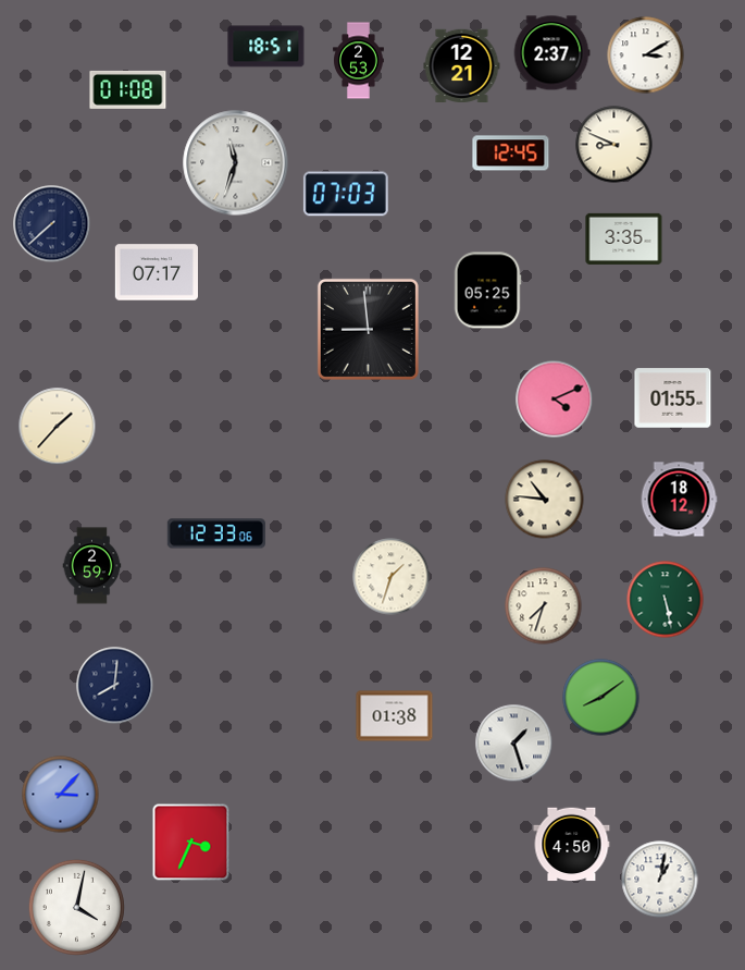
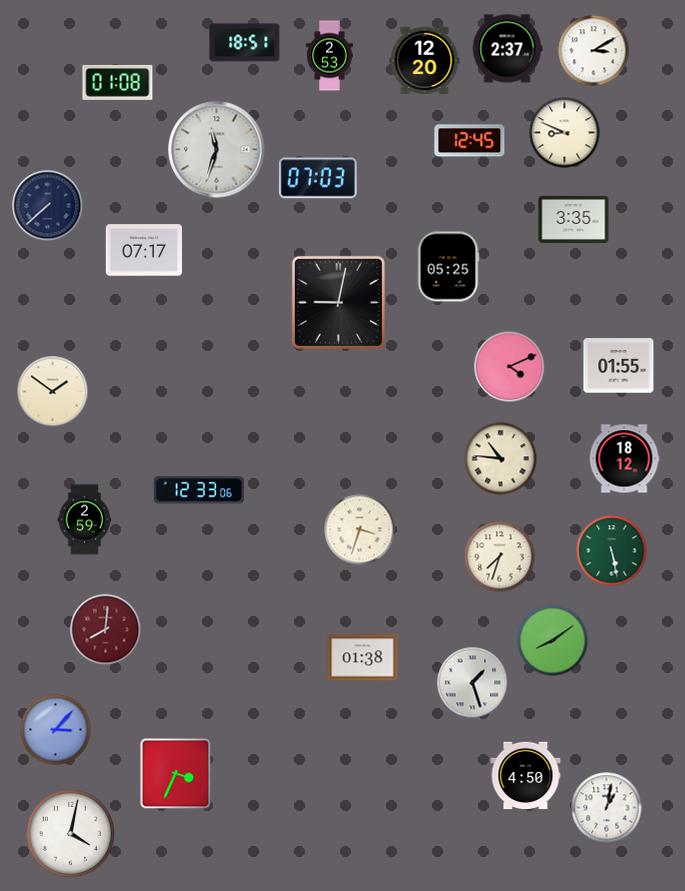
clock at (462, 65): 12:21 -> 12:20
clock at (368, 329): 8:59 -> 9:02
clock at (58, 427): 1:37 -> 1:51
clock at (392, 577): 1:33 -> 3:33
clock at (115, 686) dial: navy -> burgundy
